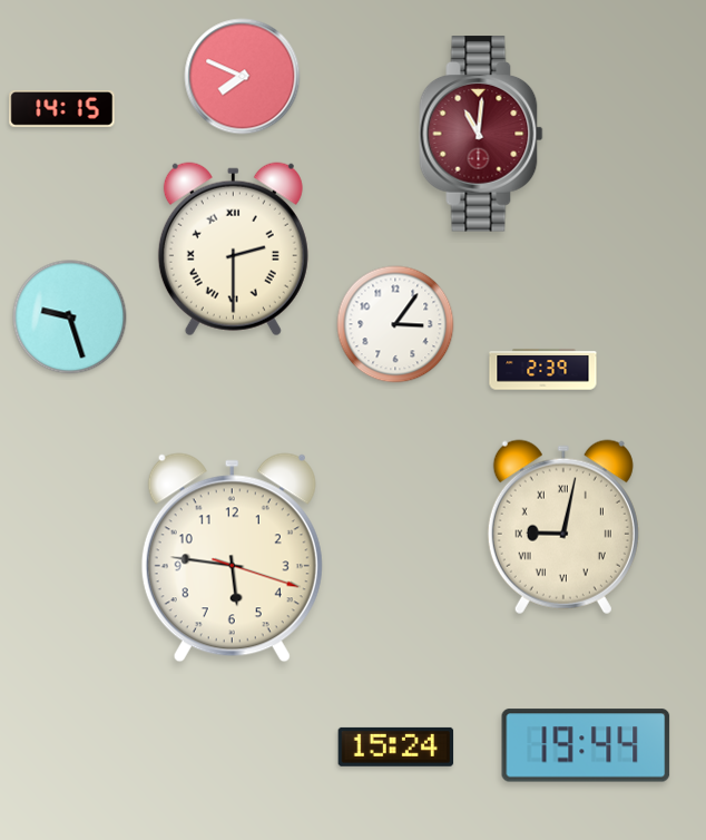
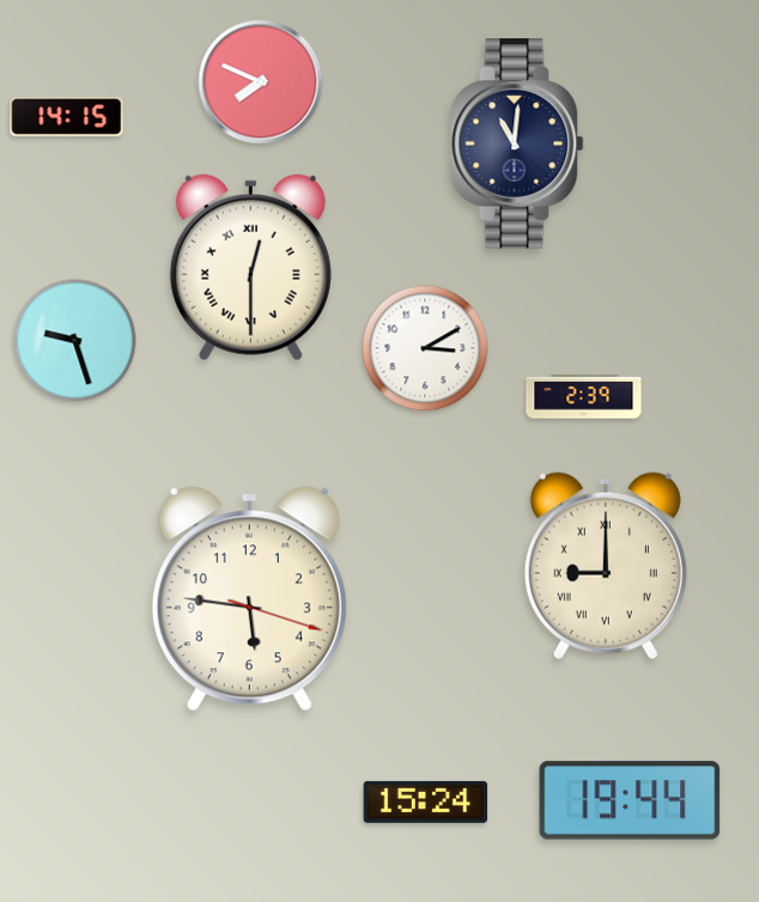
clock at (481, 134) dial: burgundy -> navy
clock at (233, 250): 2:30 -> 12:30
clock at (395, 324): 3:06 -> 3:10
clock at (563, 527): 9:02 -> 9:00
